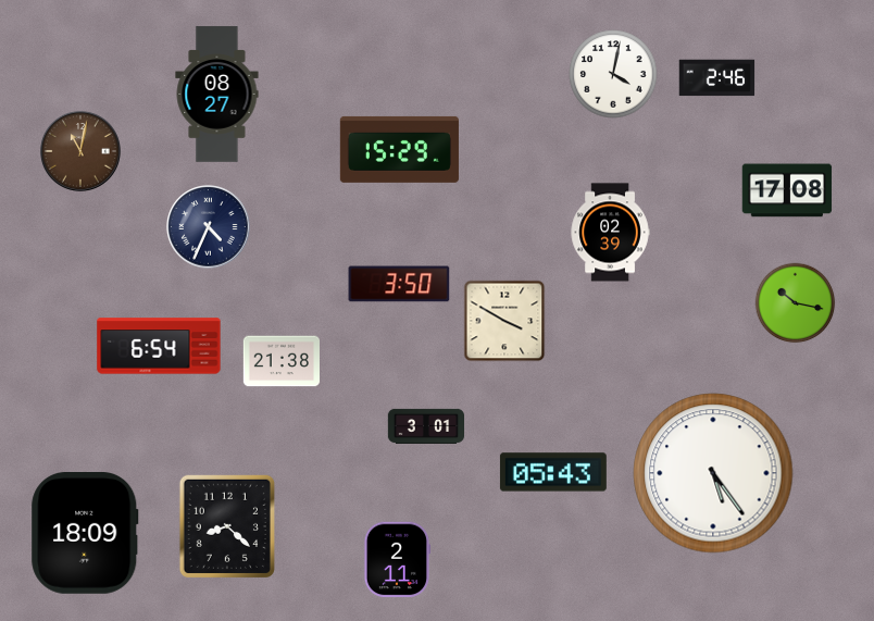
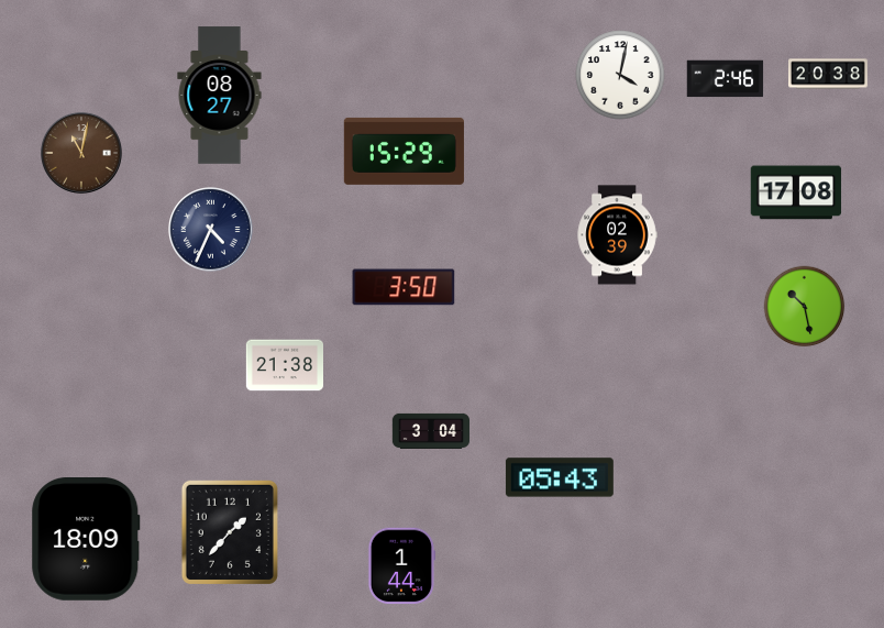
clock at (829, 74): none -> 20:38
clock at (796, 303): 10:17 -> 10:28
clock at (504, 321): 3:50 -> none
clock at (159, 346): 6:54 -> none
clock at (426, 426): 3:01 -> 3:04
clock at (713, 473): 5:24 -> none
clock at (227, 526): 8:22 -> 1:37
clock at (397, 560): 2:11 -> 1:44
